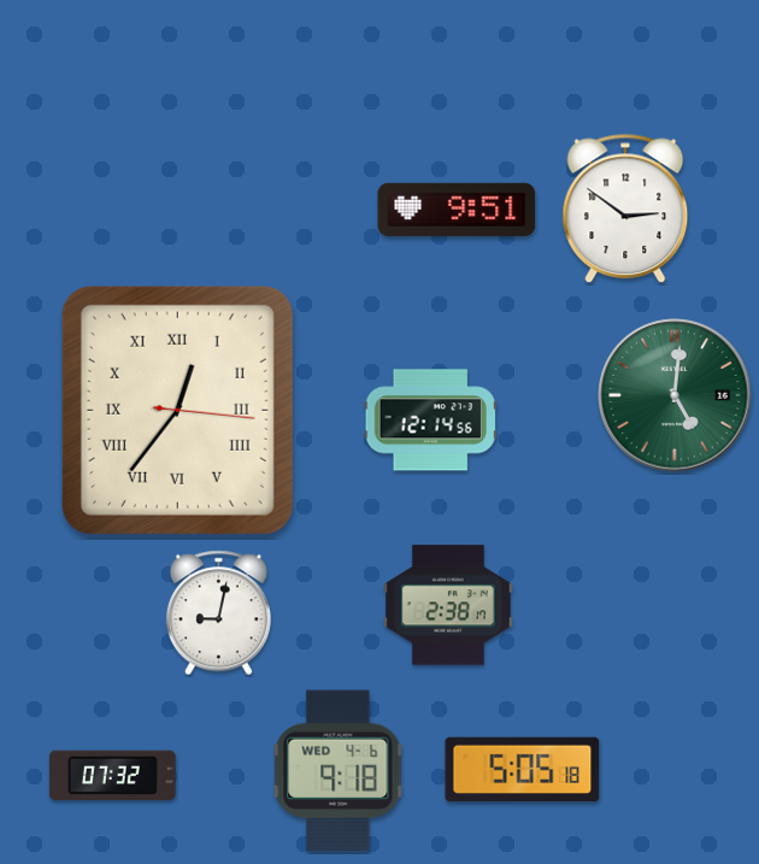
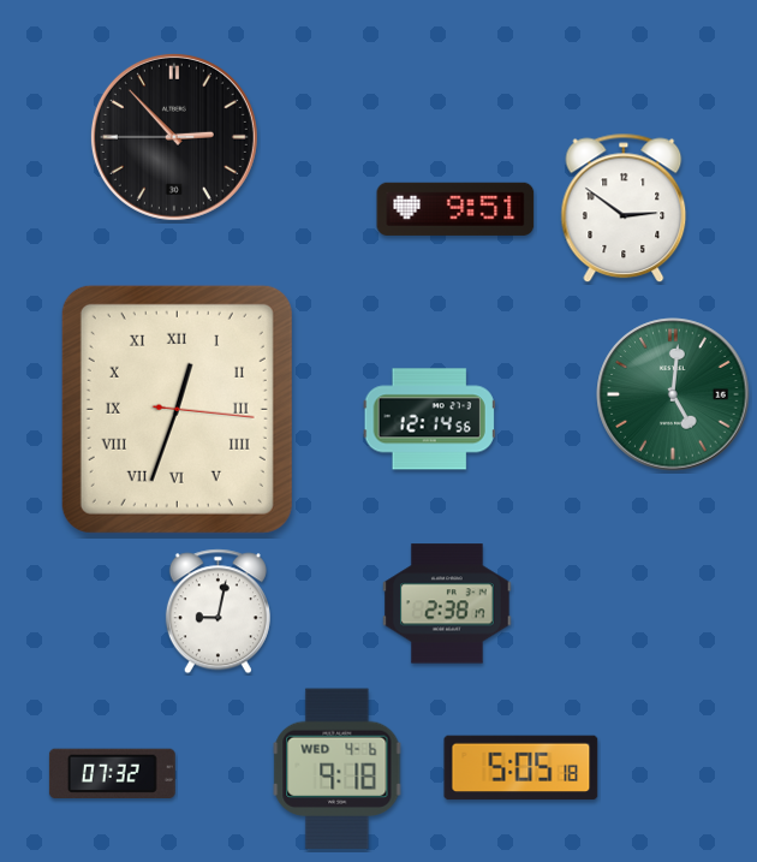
clock at (174, 137): none -> 2:52
clock at (177, 410): 12:36 -> 12:33
